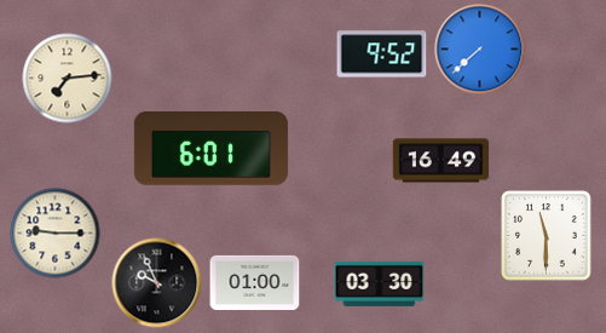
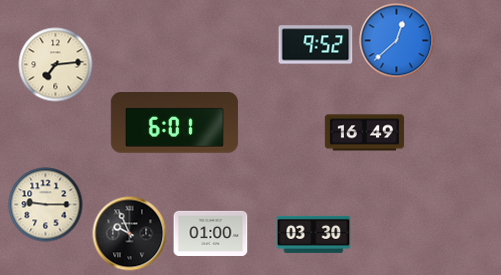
clock at (480, 50): 7:38 -> 12:38
clock at (56, 234) position: (56, 234) -> (46, 205)
clock at (547, 236): 11:30 -> none
